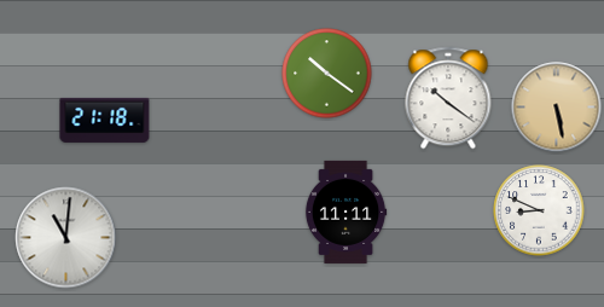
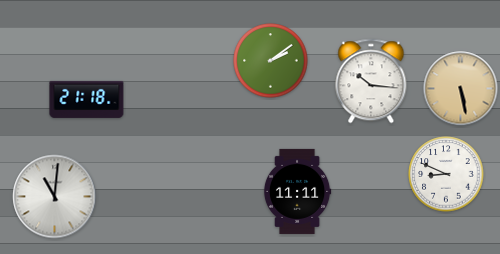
clock at (327, 74): 10:21 -> 2:09
clock at (448, 98): 10:21 -> 10:16
clock at (345, 212) position: (345, 212) -> (297, 191)
